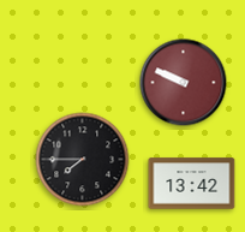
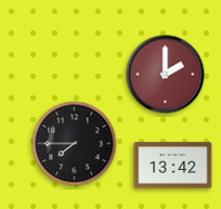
clock at (184, 83): 9:49 -> 2:00
